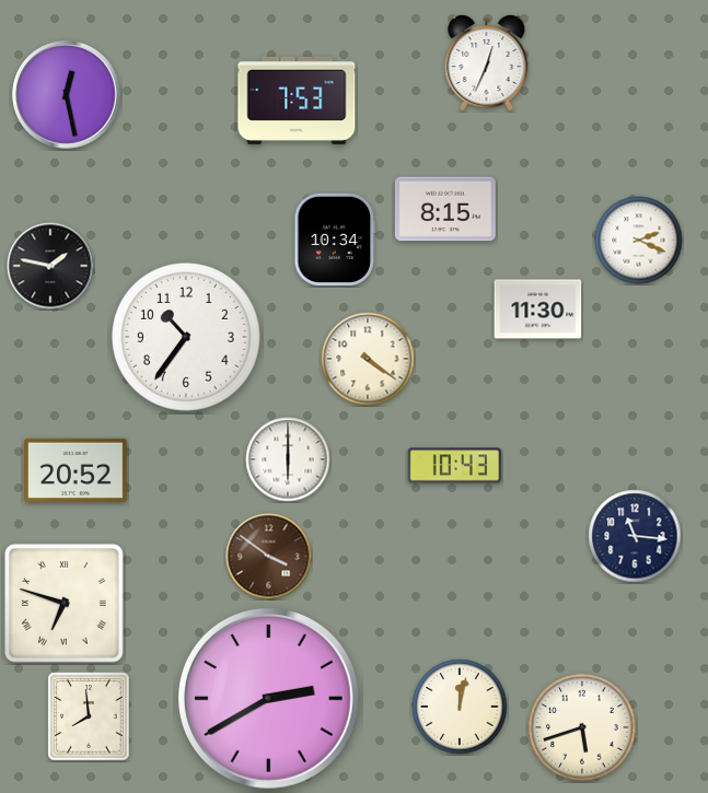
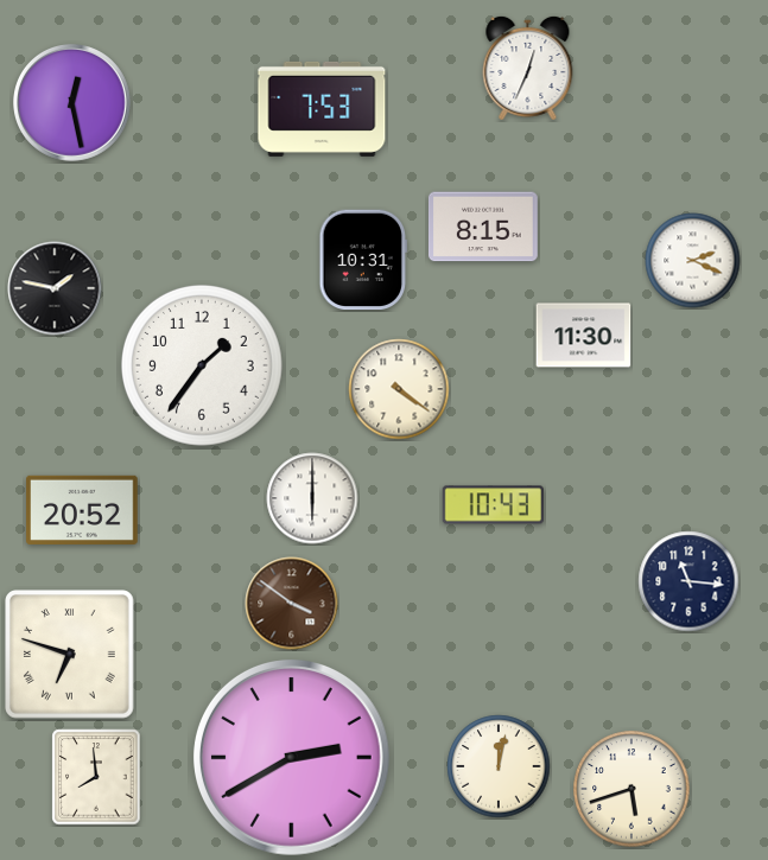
clock at (335, 240): 10:34 -> 10:31
clock at (186, 337): 10:36 -> 1:36
